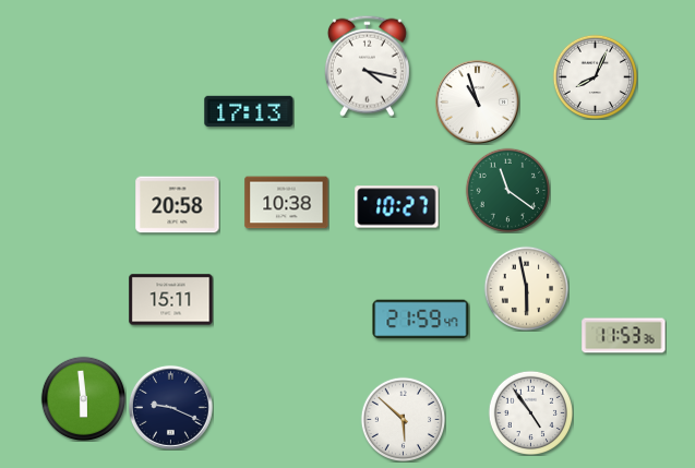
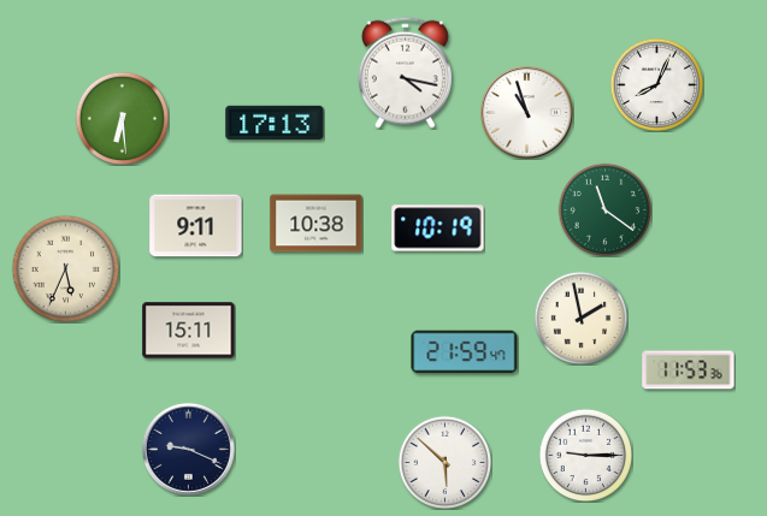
clock at (122, 118): none -> 6:29
clock at (507, 190) position: (507, 190) -> (604, 209)
clock at (178, 205): 20:58 -> 9:11
clock at (397, 207): 10:27 -> 10:19
clock at (65, 268): none -> 5:34
clock at (526, 288): 5:58 -> 1:58
clock at (83, 398): 5:59 -> none
clock at (530, 412): 4:54 -> 9:15
